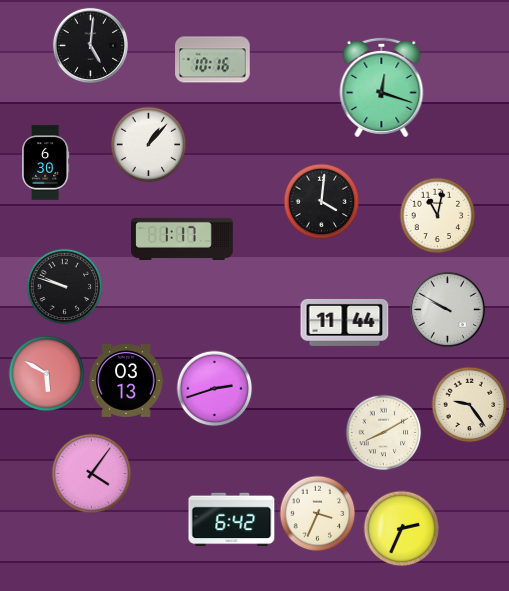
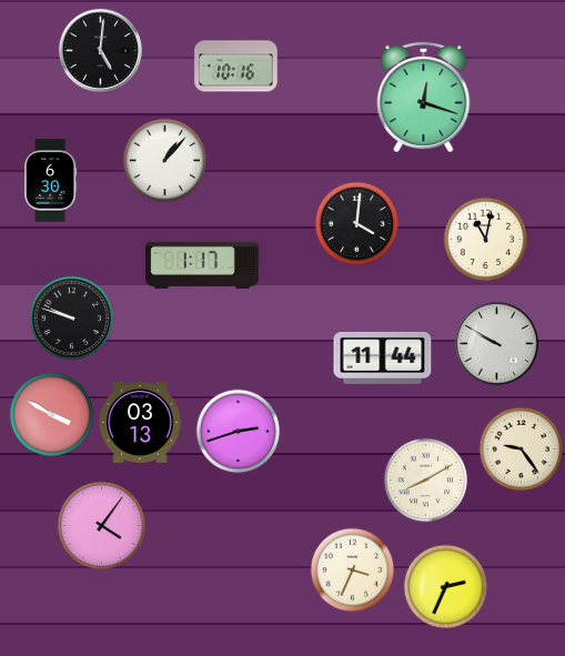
clock at (47, 374): 5:50 -> 3:50
clock at (232, 520): 6:42 -> none
